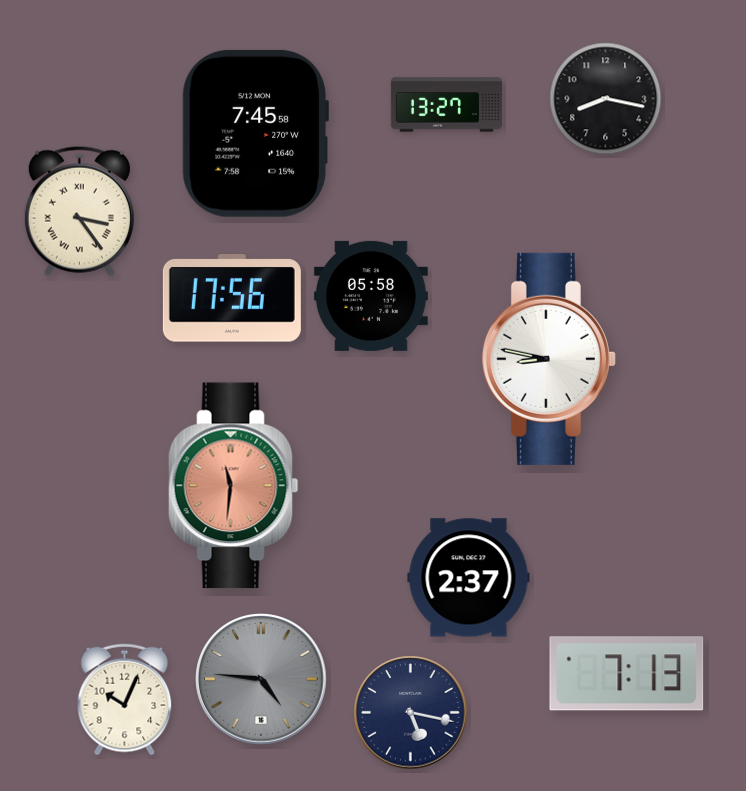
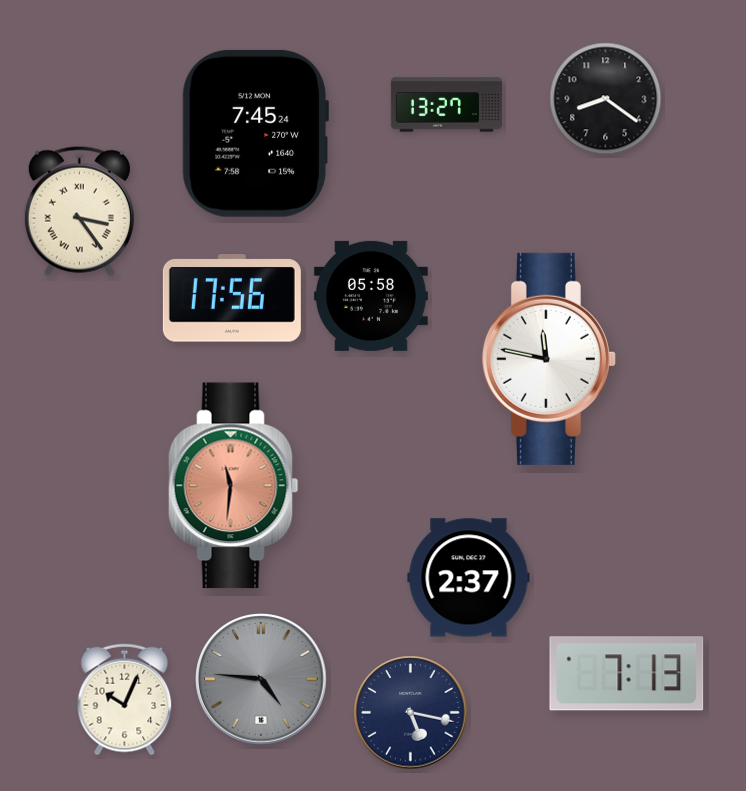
clock at (606, 99): 8:17 -> 8:21
clock at (255, 133): 7:45:58 -> 7:45:24
clock at (549, 359): 8:47 -> 11:47
